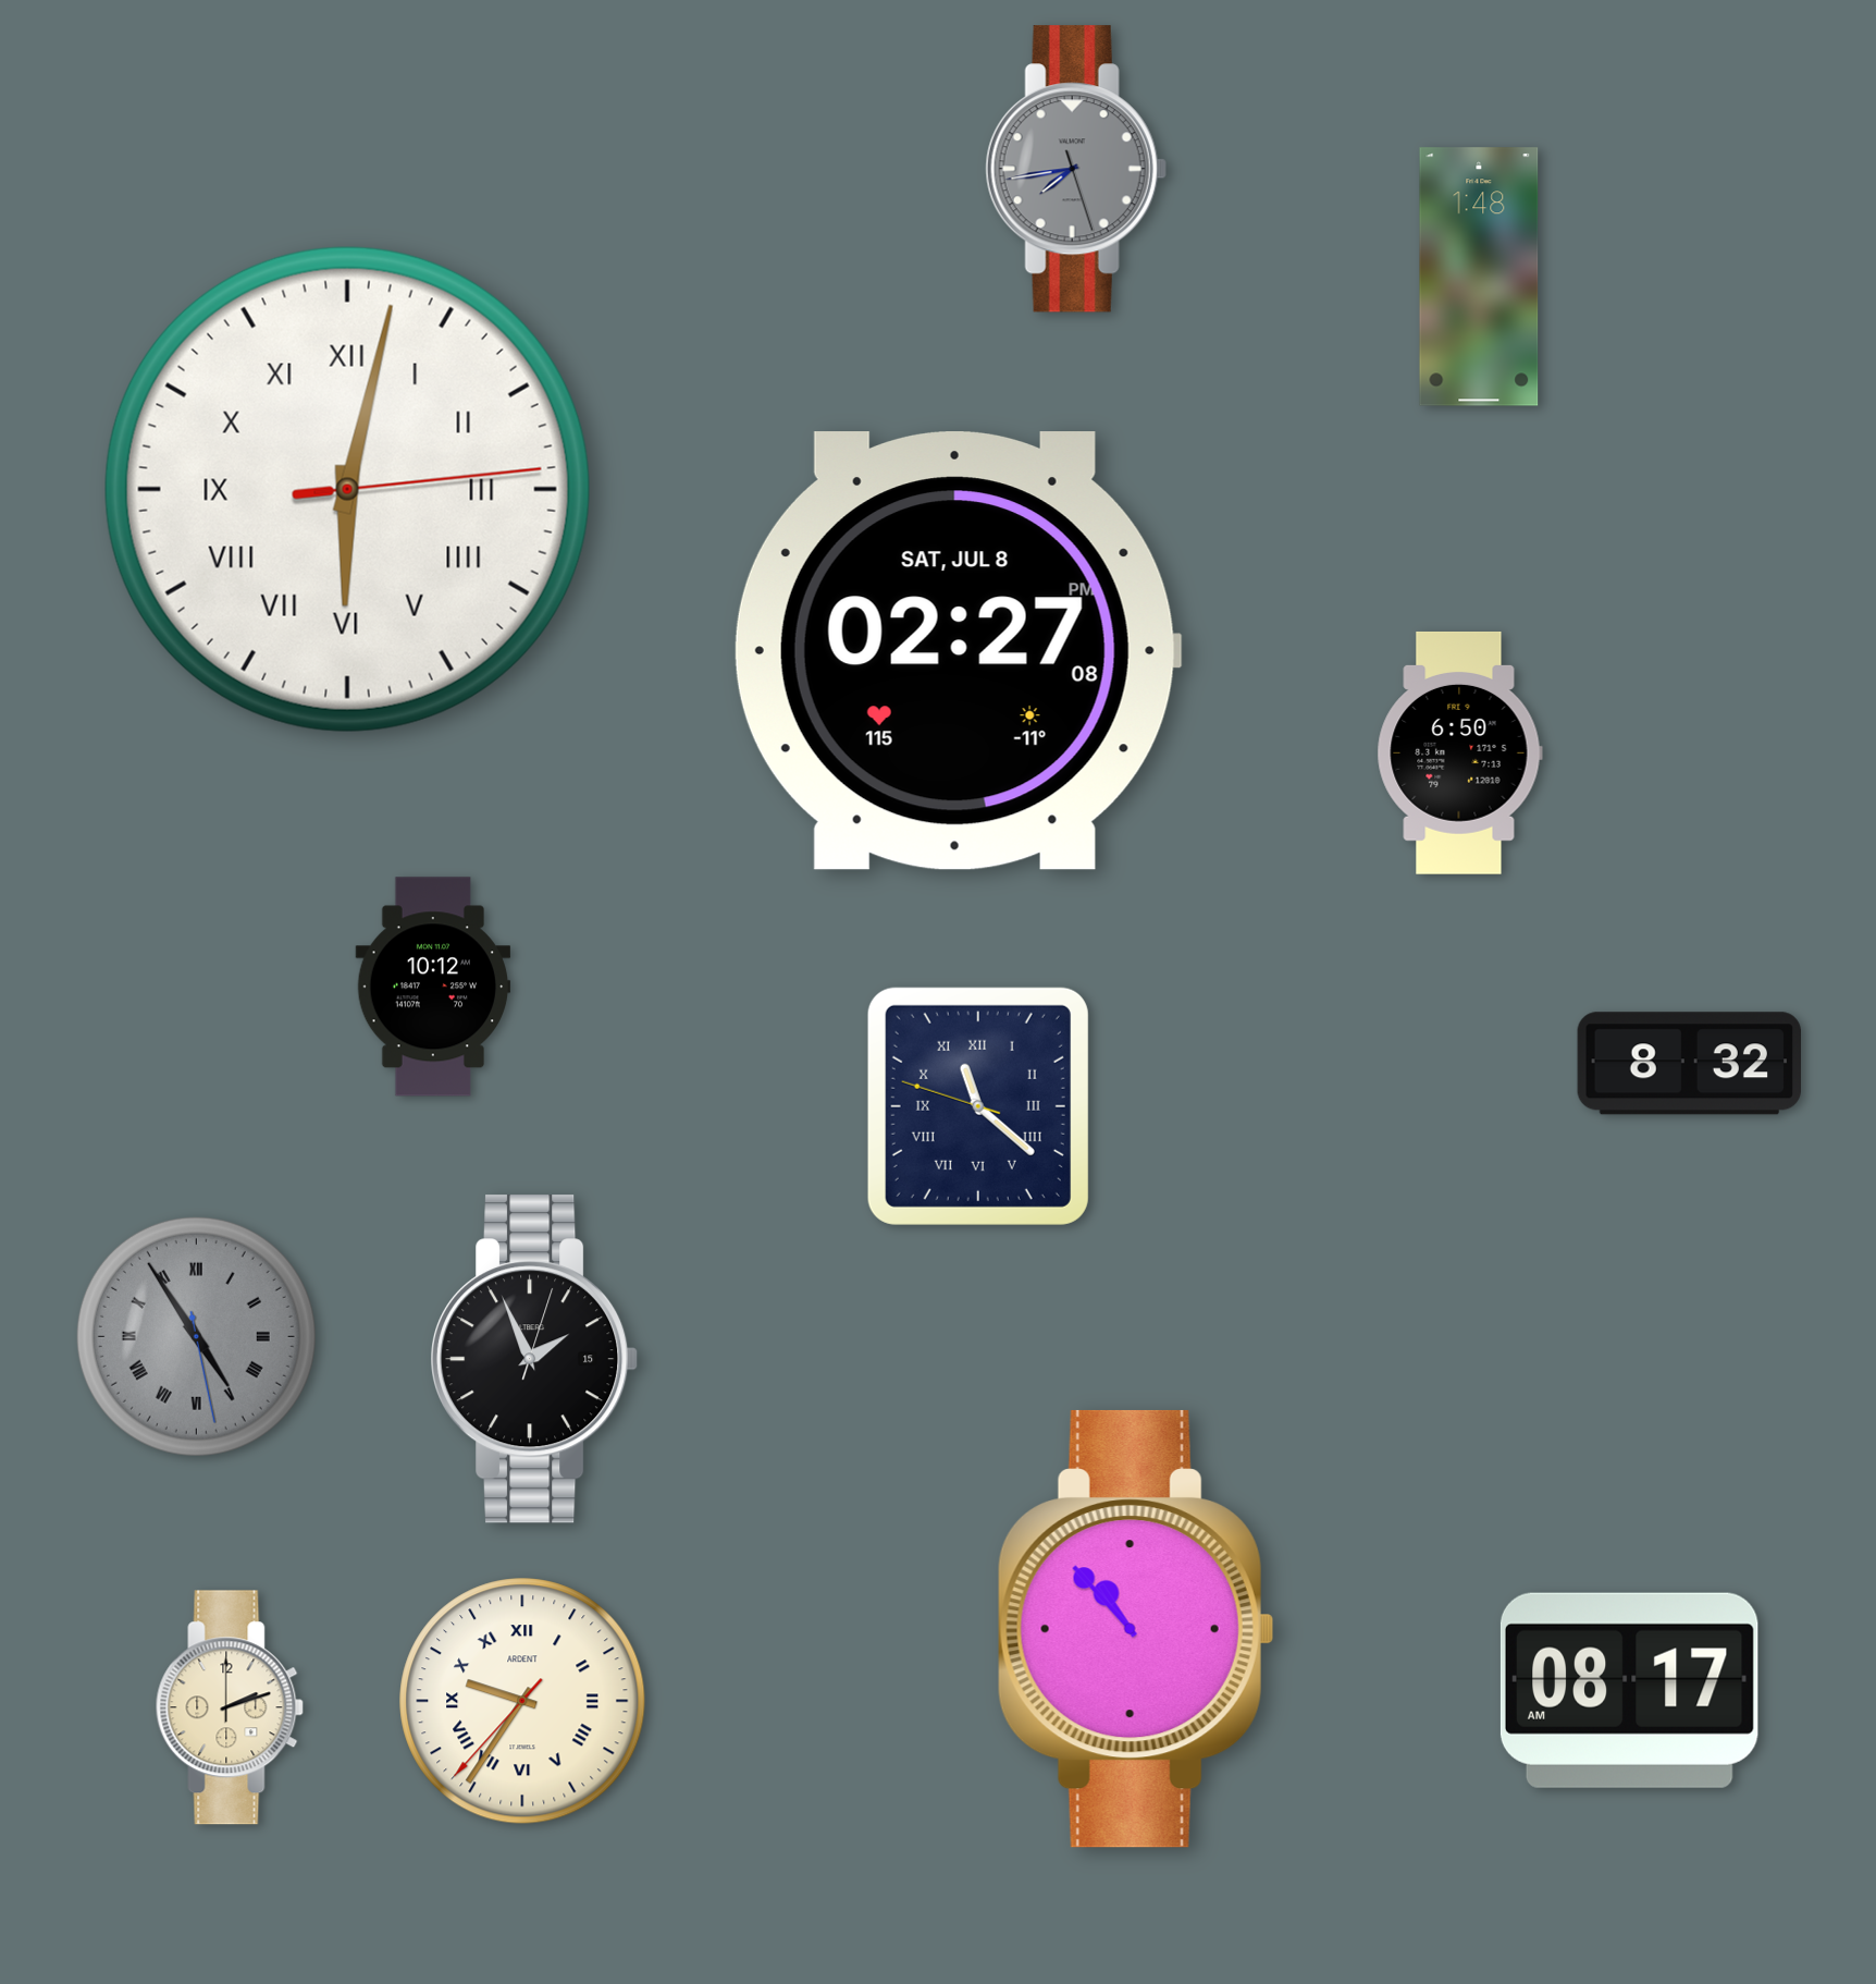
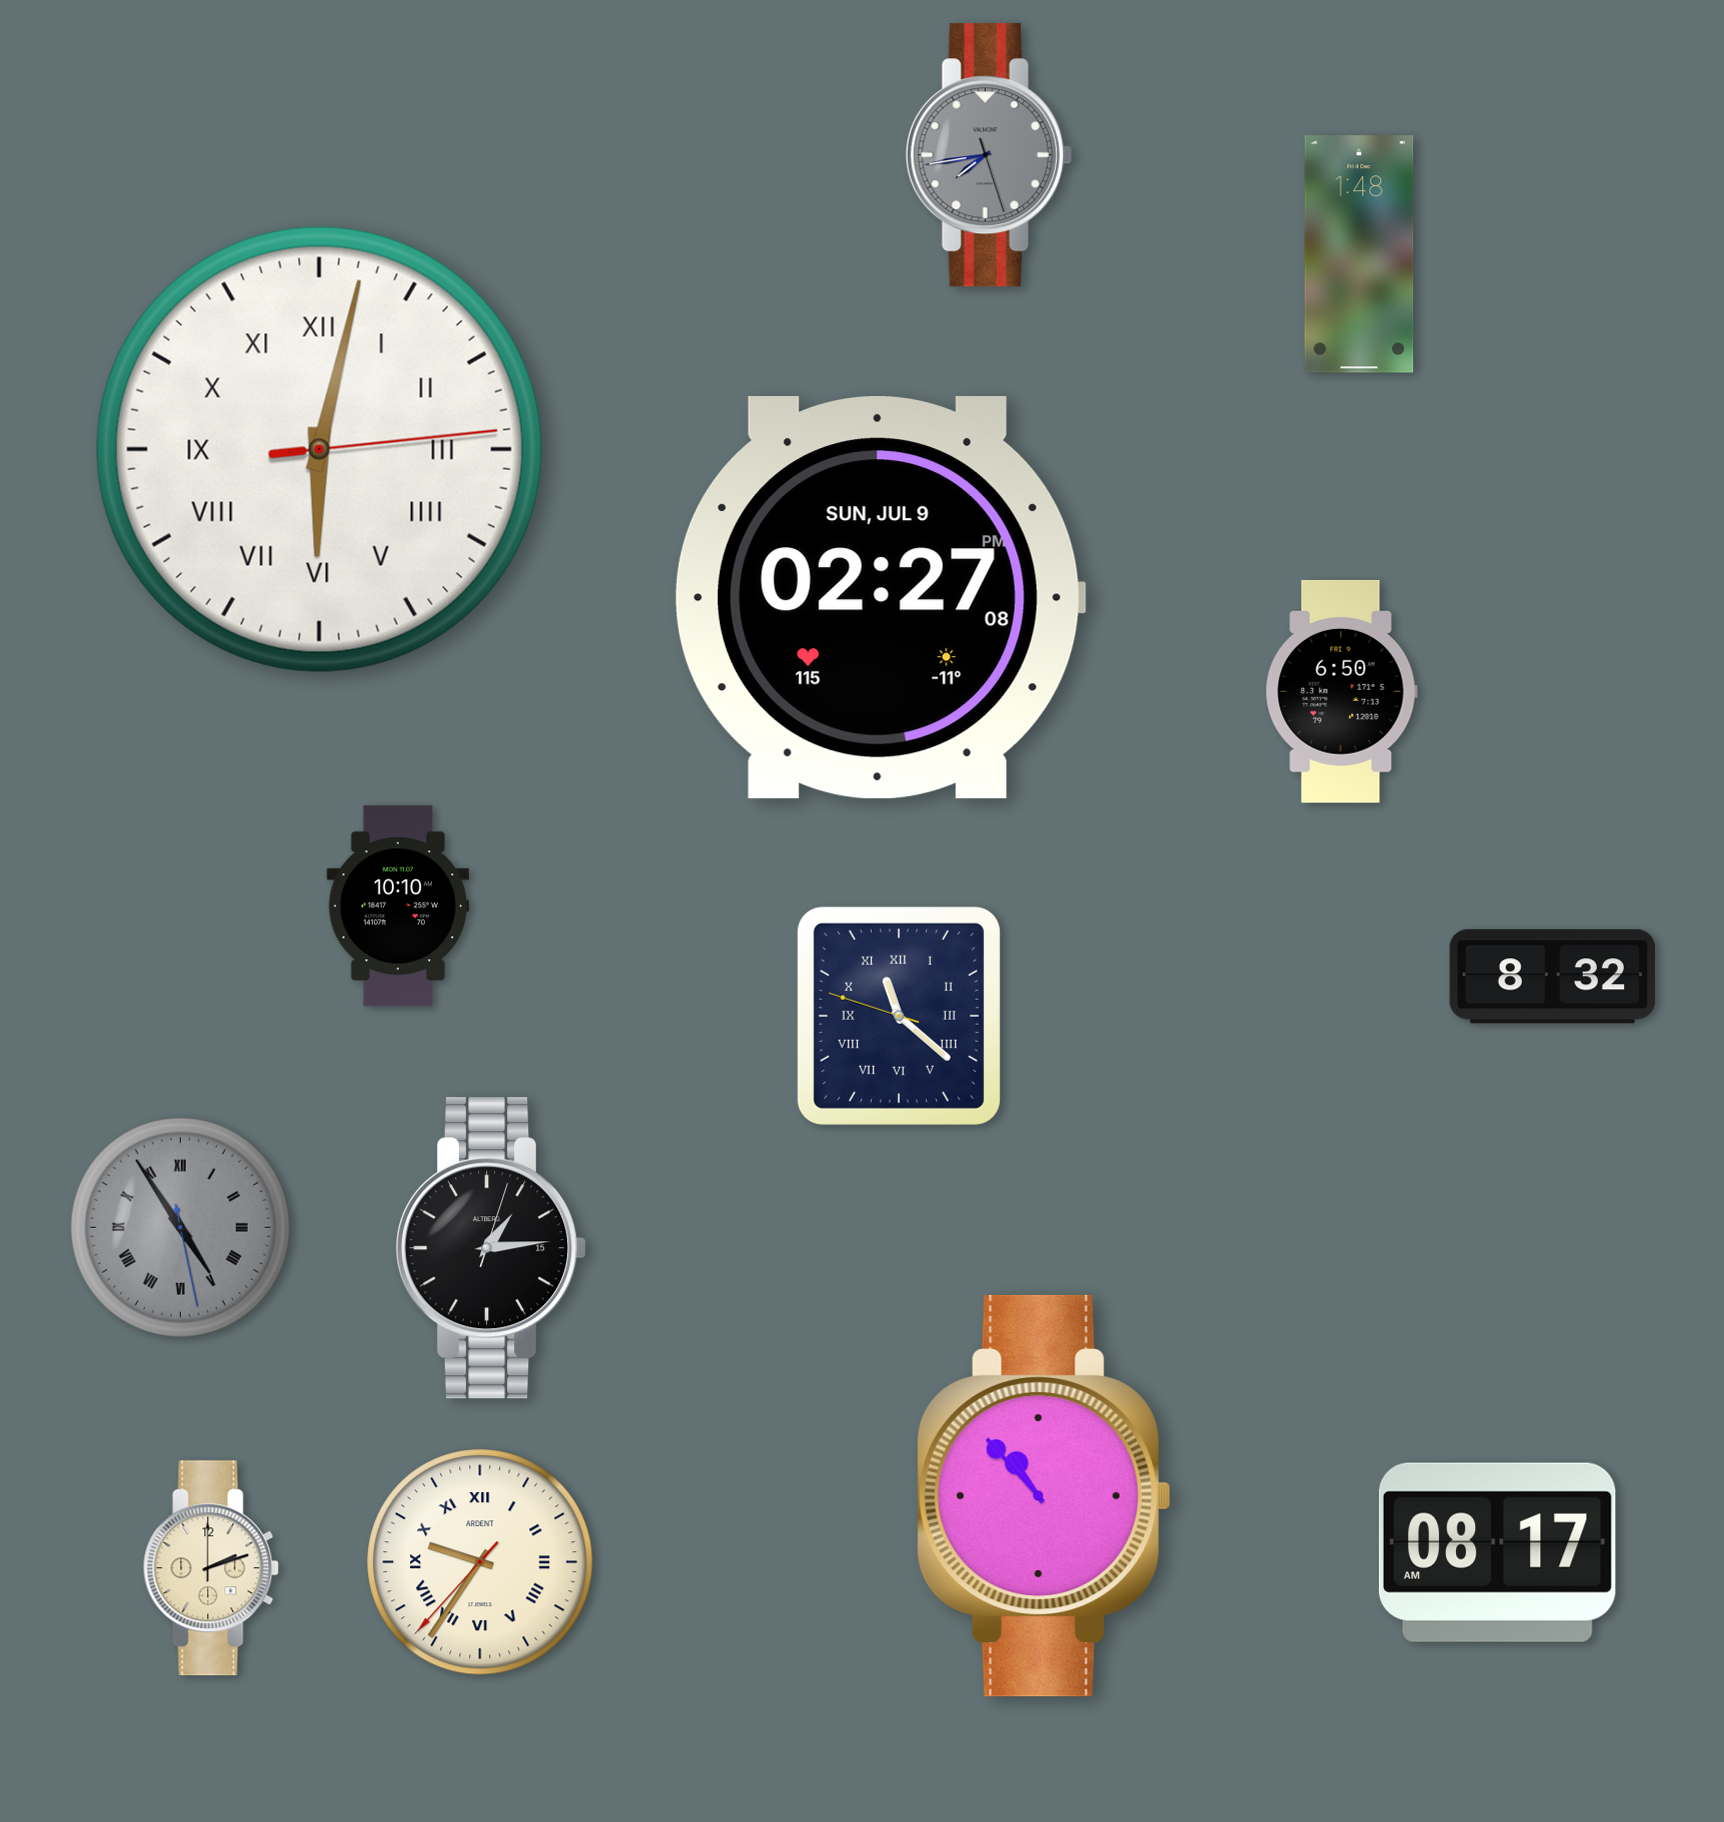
clock at (958, 651) date: SAT, JUL 8 -> SUN, JUL 9
clock at (433, 987): 10:12 -> 10:10
clock at (534, 1359): 1:56 -> 1:14
